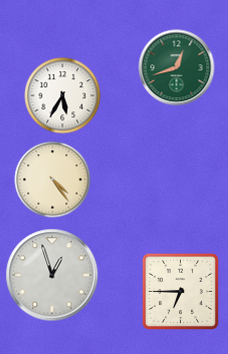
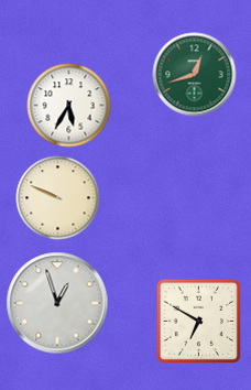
clock at (53, 180): 4:24 -> 9:49
clock at (180, 291): 6:45 -> 6:50
